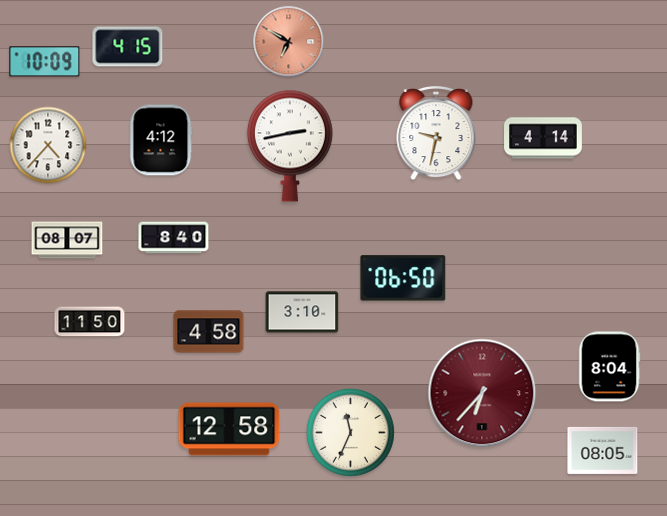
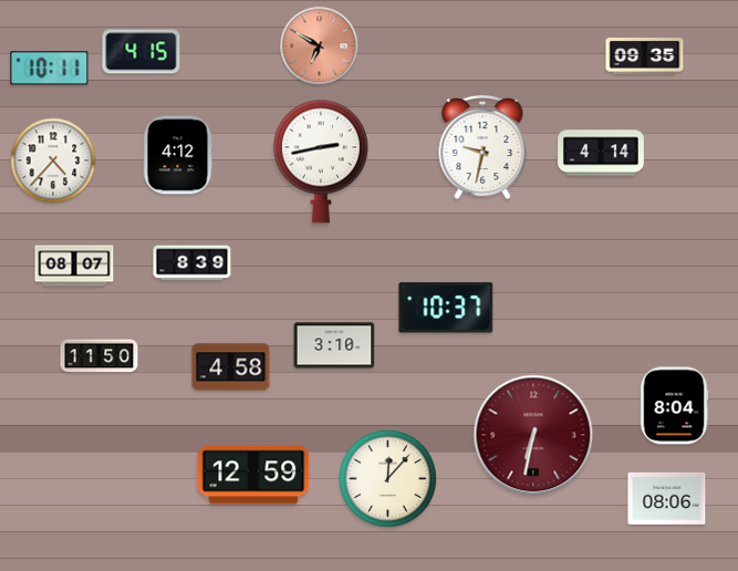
clock at (645, 56): none -> 09:35
clock at (45, 62): 10:09 -> 10:11
clock at (174, 238): 8:40 -> 8:39
clock at (403, 278): 06:50 -> 10:37
clock at (482, 393): 6:37 -> 6:32
clock at (229, 429): 12:58 -> 12:59
clock at (350, 432): 11:34 -> 12:07
clock at (603, 450): 08:05 -> 08:06
